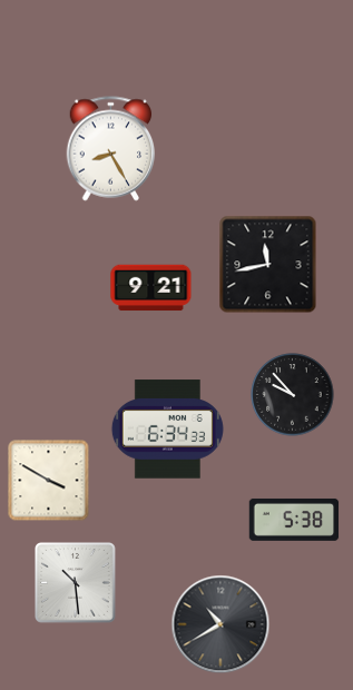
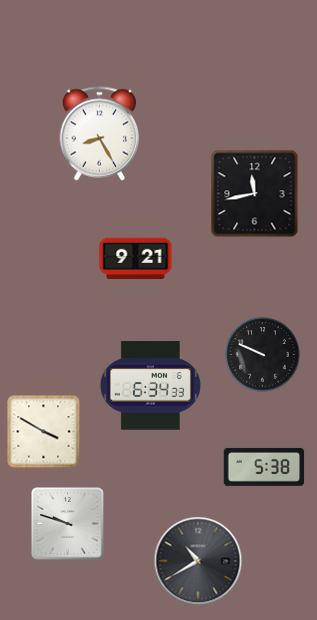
clock at (268, 265) position: (268, 265) -> (255, 194)
clock at (293, 395): 9:53 -> 9:49
clock at (76, 583): 10:29 -> 9:48
